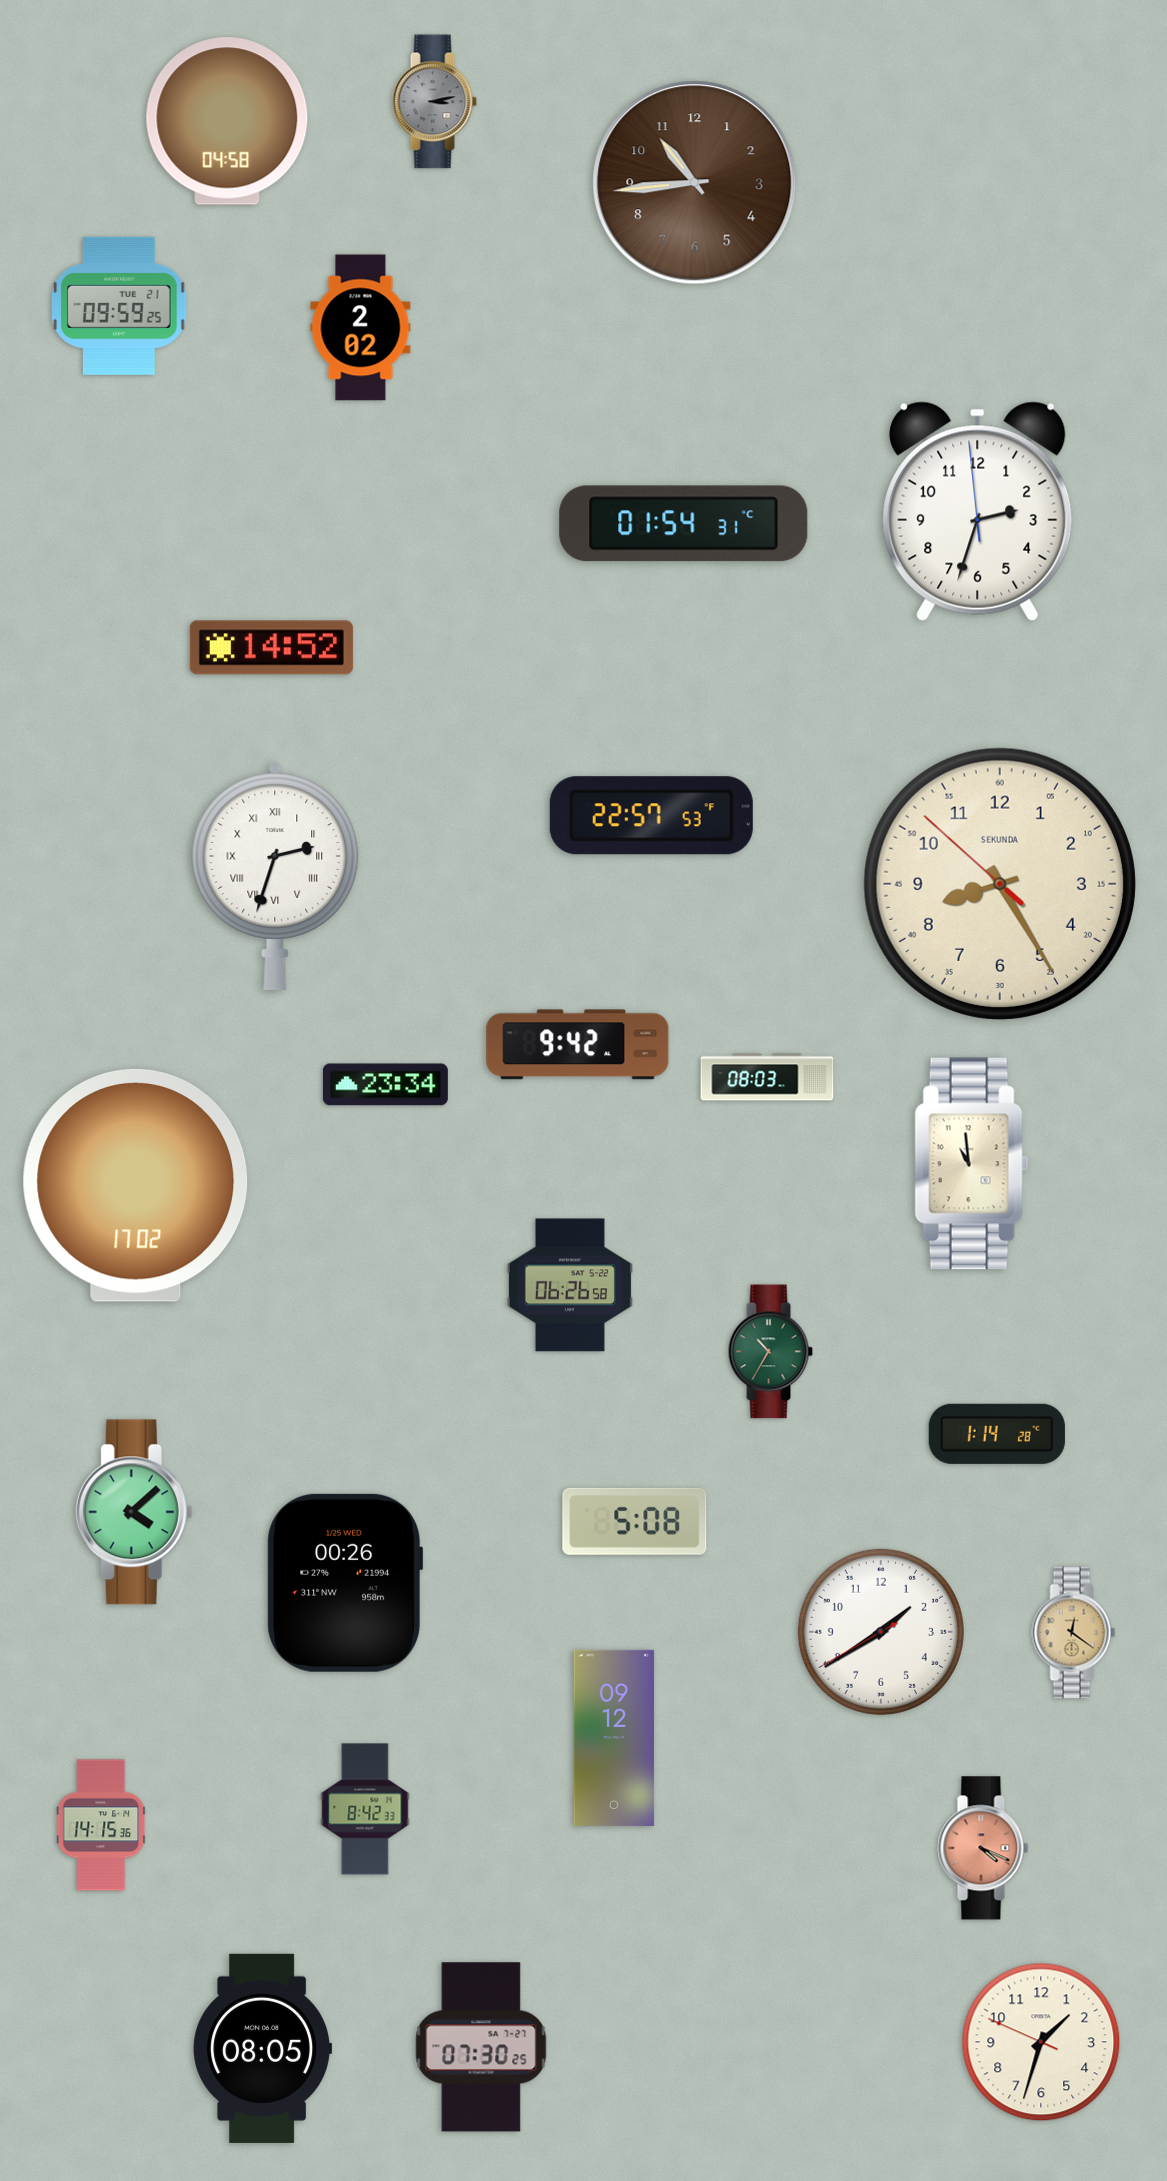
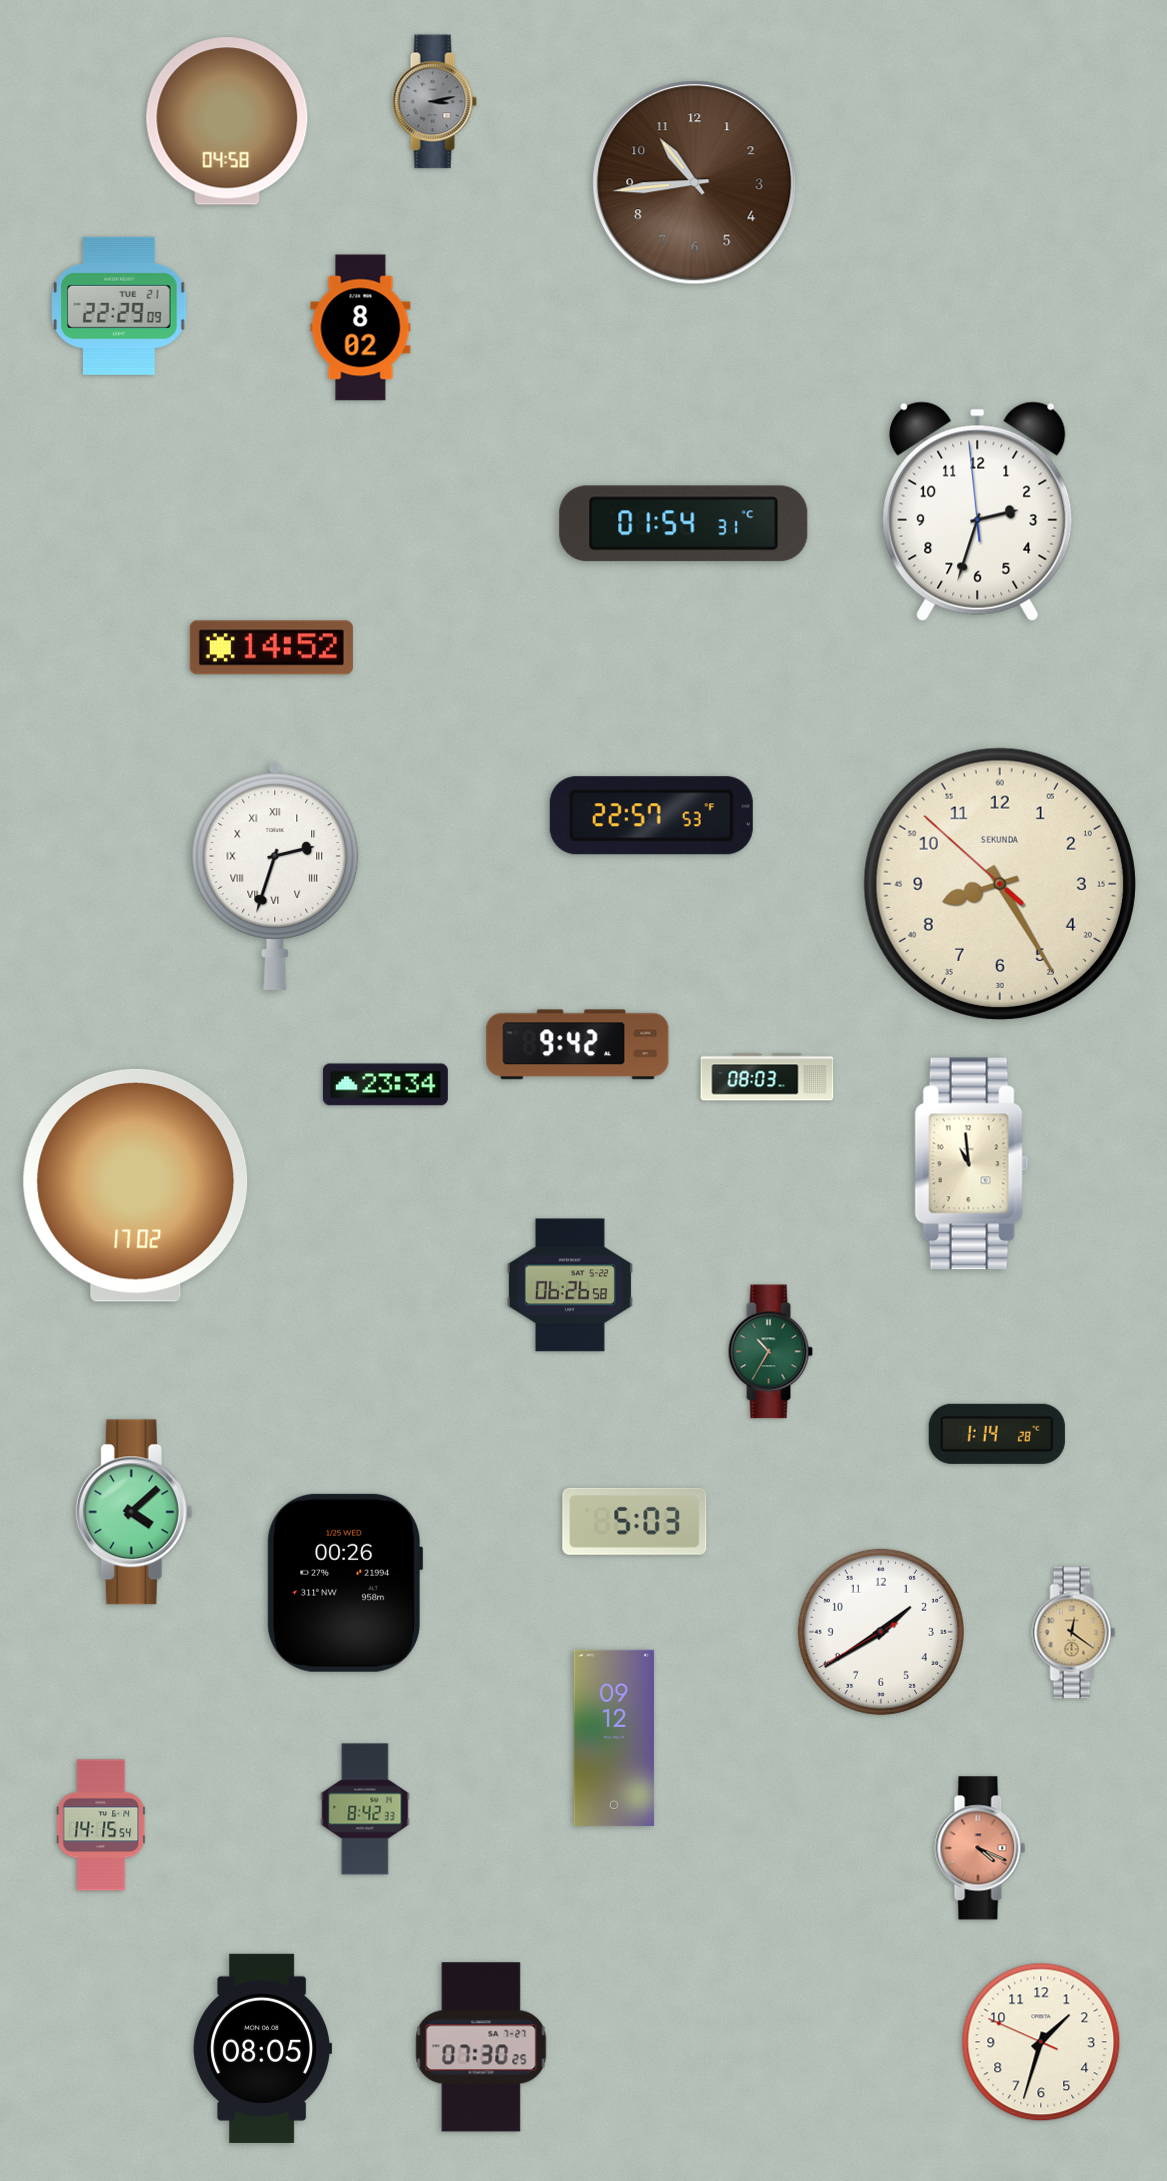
clock at (119, 306): 09:59 -> 22:29
clock at (361, 328): 2:02 -> 8:02
clock at (635, 1521): 5:08 -> 5:03
clock at (101, 1825): 14:15:36 -> 14:15:54
clock at (983, 1848) position: (983, 1848) -> (980, 1848)
